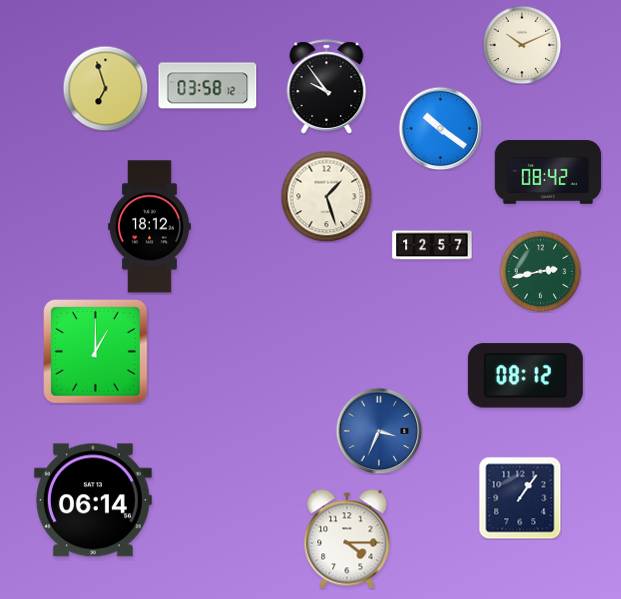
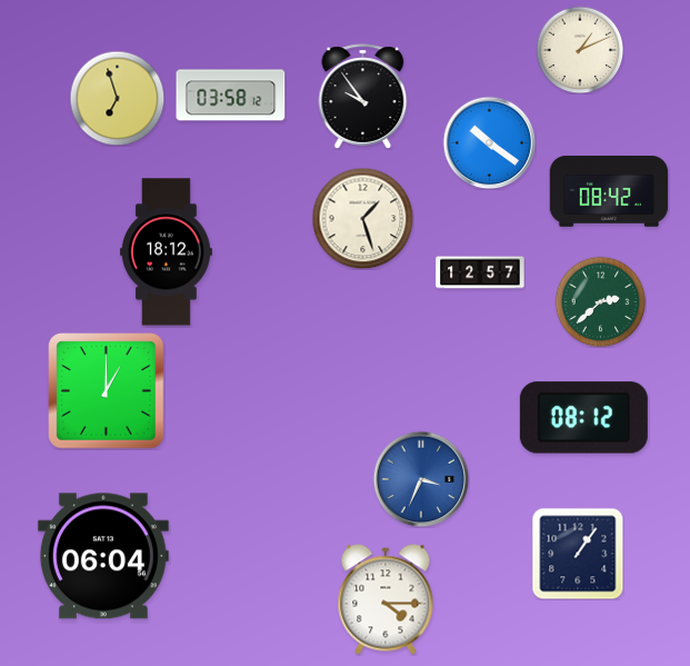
clock at (522, 45): 10:11 -> 1:11
clock at (540, 271): 2:43 -> 2:38
clock at (93, 500): 06:14 -> 06:04
